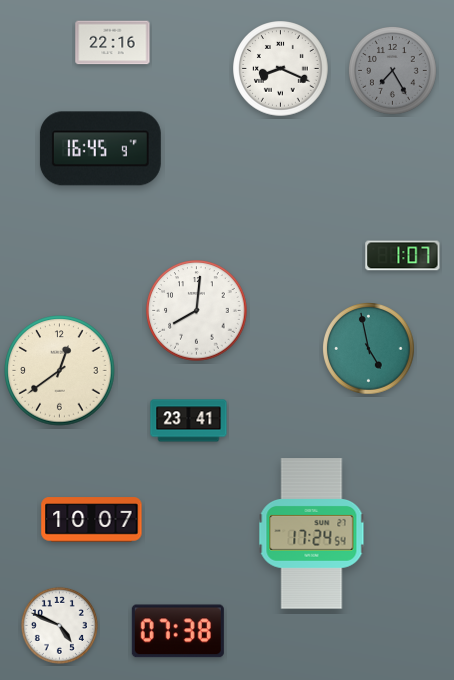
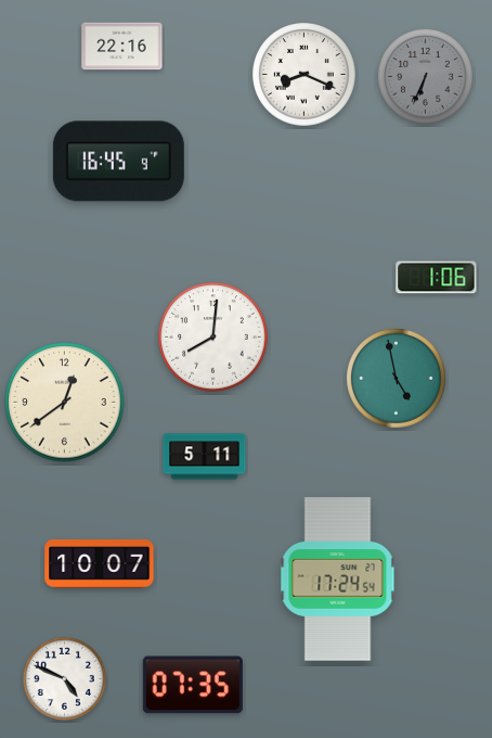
clock at (393, 71): 7:25 -> 6:34
clock at (100, 149) position: (100, 149) -> (118, 162)
clock at (403, 256): 1:07 -> 1:06
clock at (369, 349) position: (369, 349) -> (397, 379)
clock at (189, 421): 23:41 -> 5:11
clock at (178, 631): 07:38 -> 07:35
